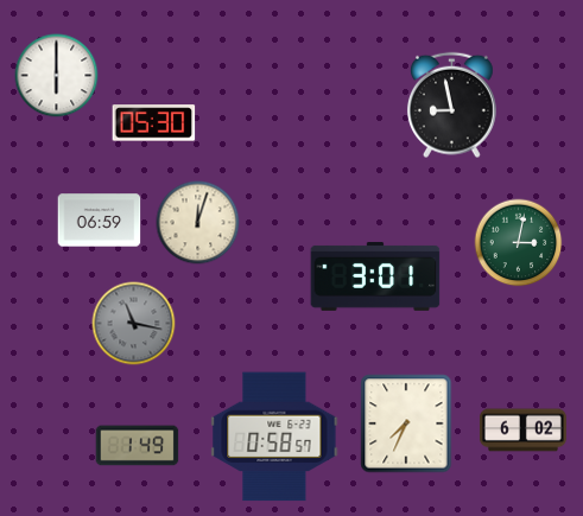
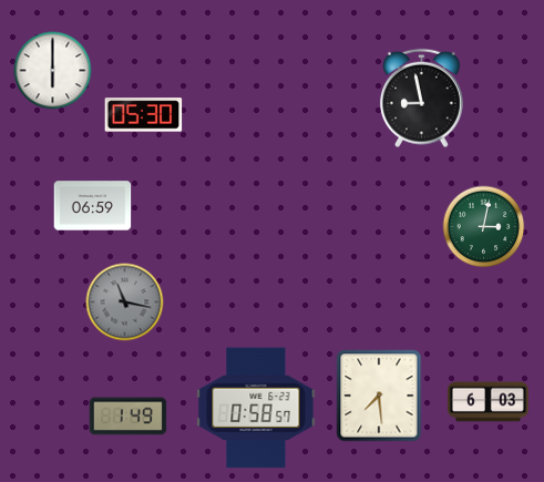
clock at (198, 223): 12:03 -> none
clock at (375, 276): 3:01 -> none
clock at (406, 423): 7:34 -> 7:29
clock at (522, 431): 6:02 -> 6:03
